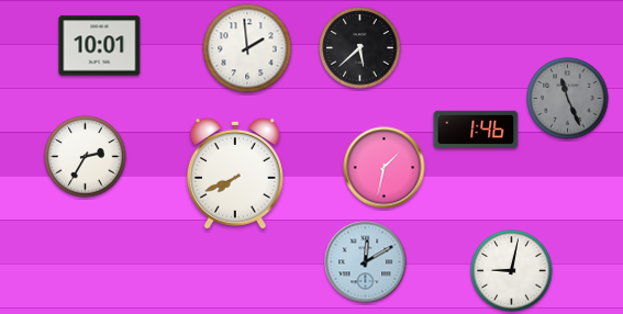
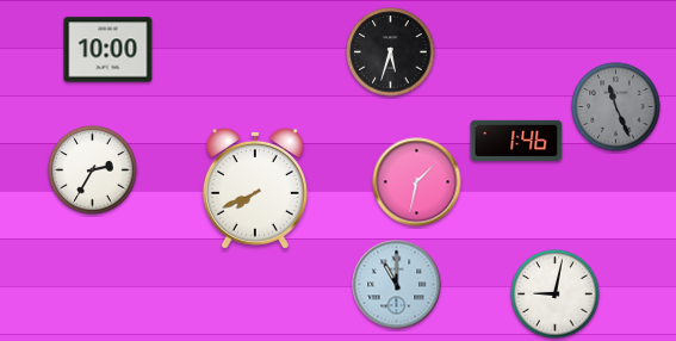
clock at (100, 46): 10:01 -> 10:00
clock at (247, 48): 1:59 -> none
clock at (360, 48): 5:38 -> 5:33
clock at (366, 262): 12:10 -> 11:00
